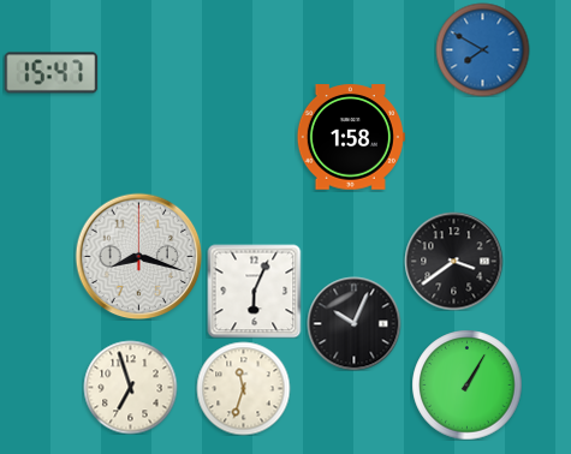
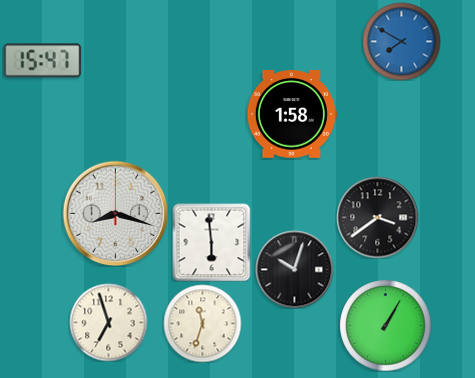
clock at (254, 291): 6:04 -> 5:59
clock at (353, 323): 10:04 -> 10:03
clock at (466, 384) position: (466, 384) -> (385, 325)
